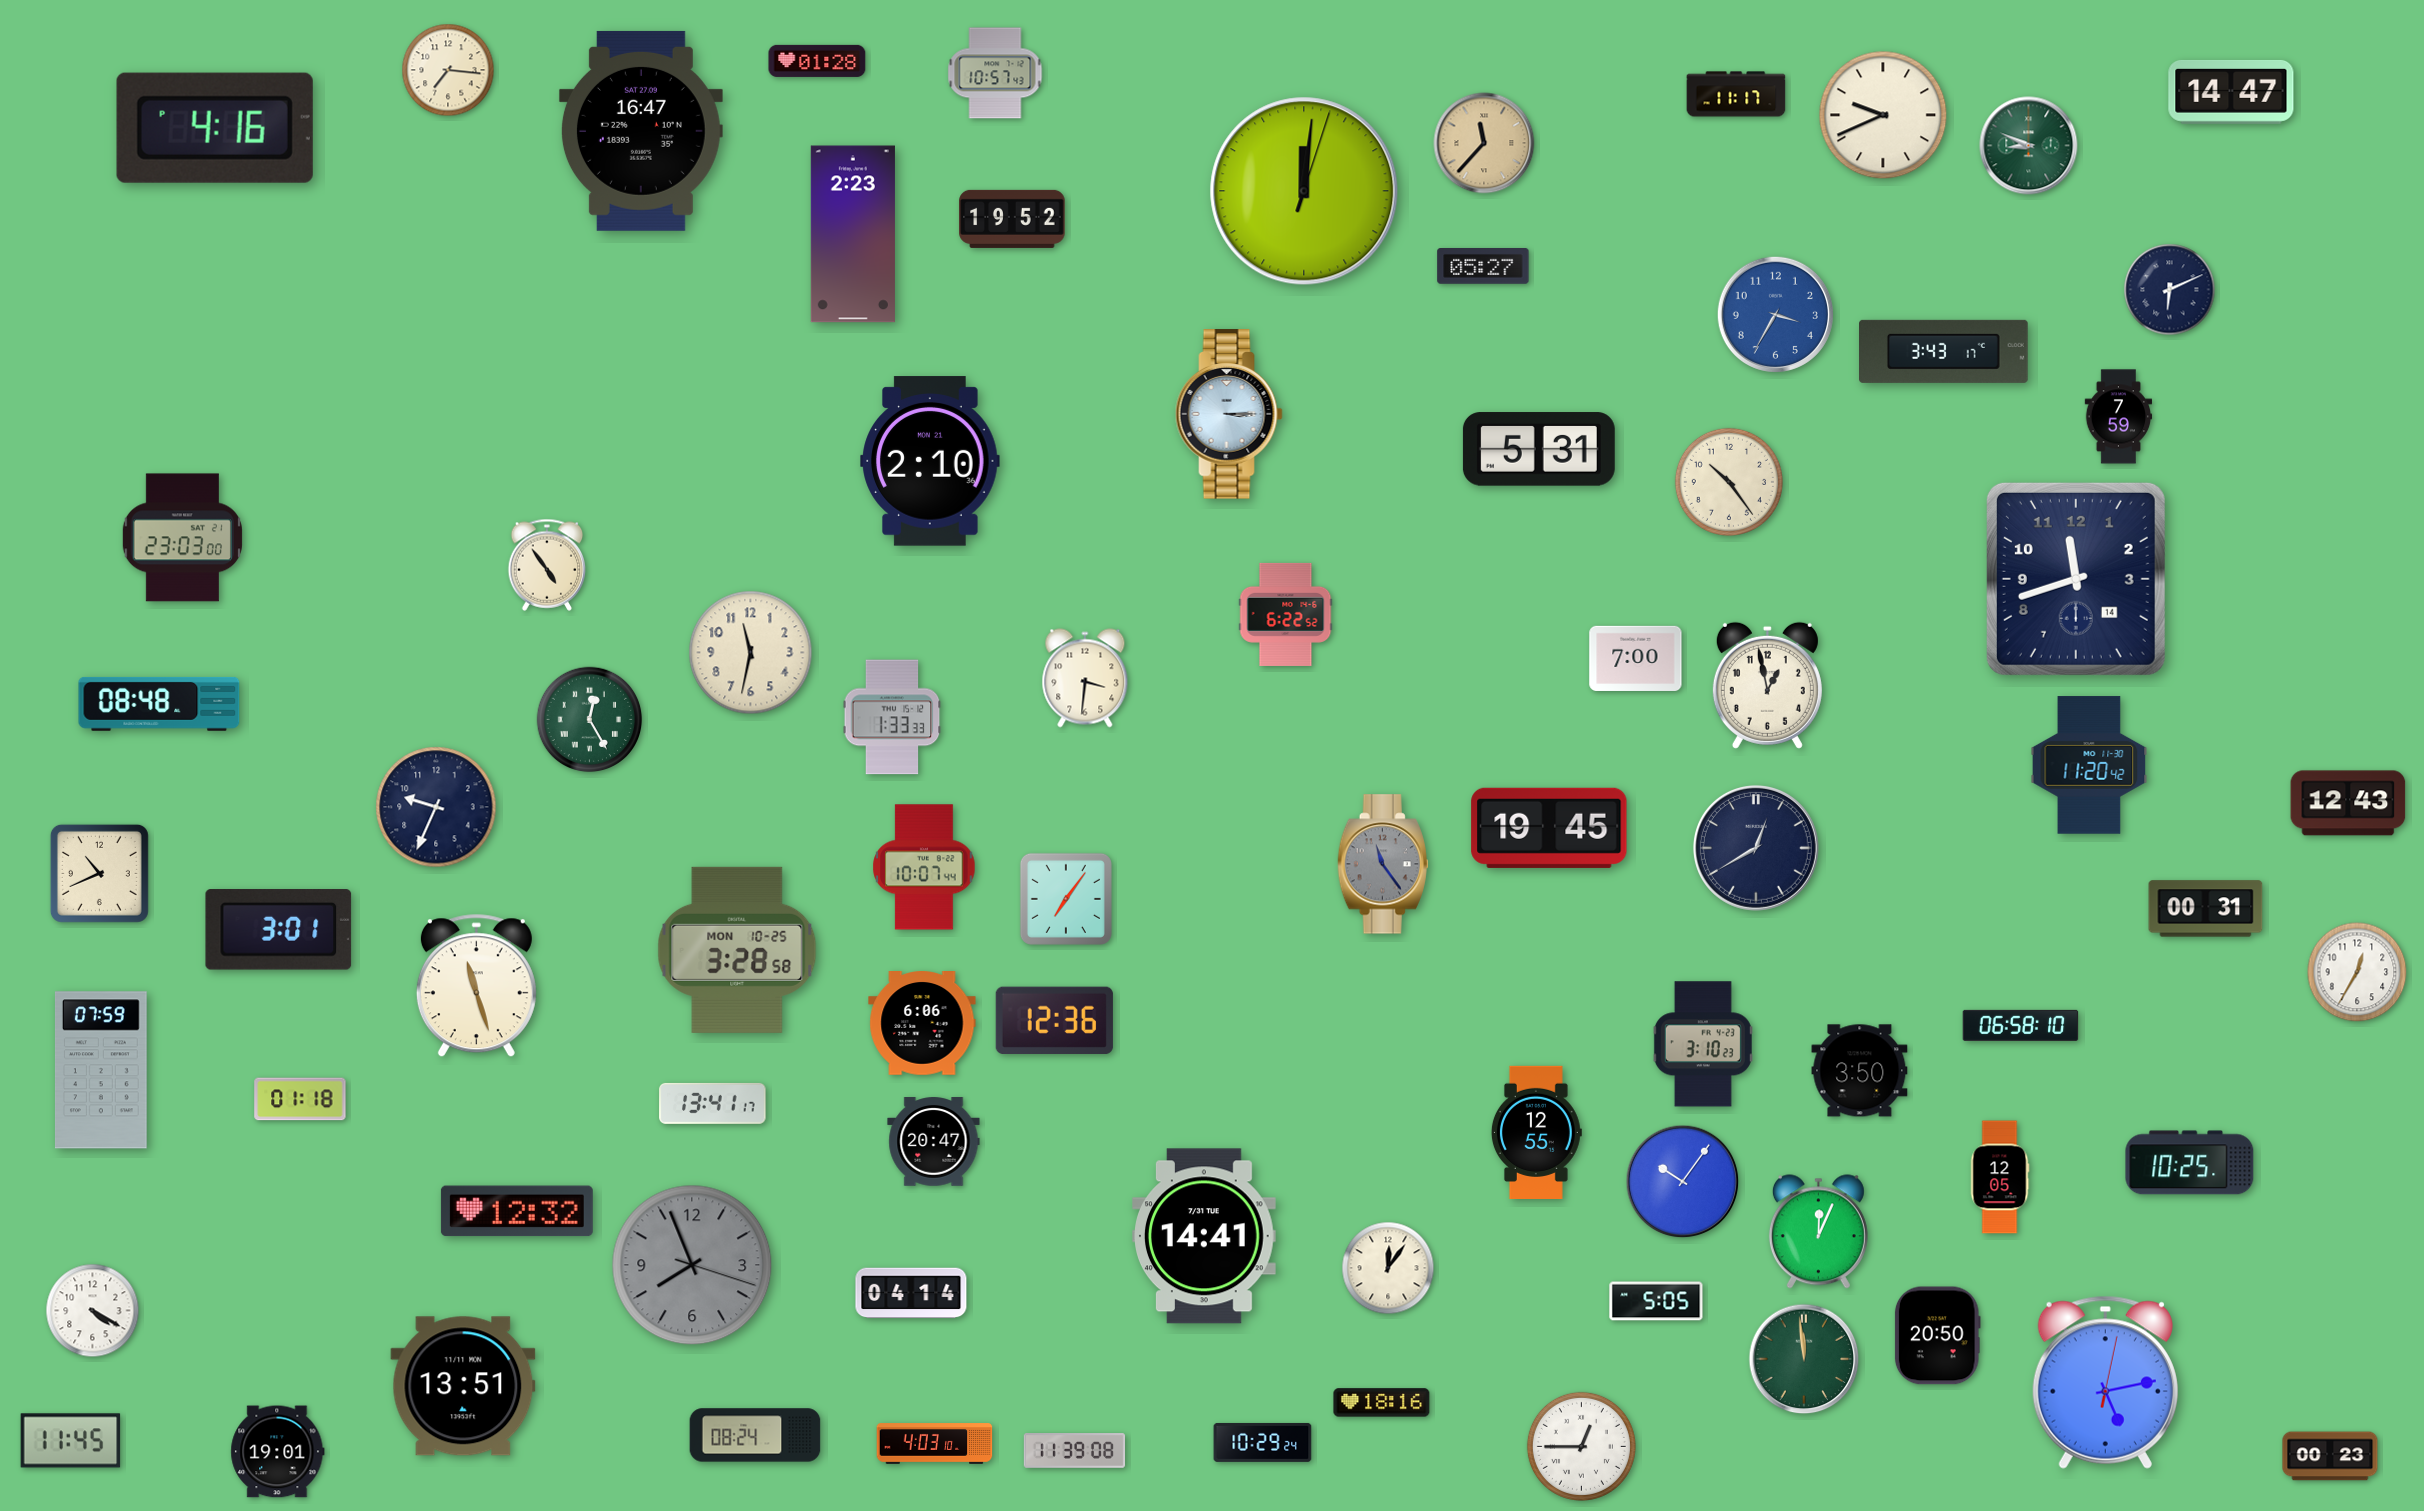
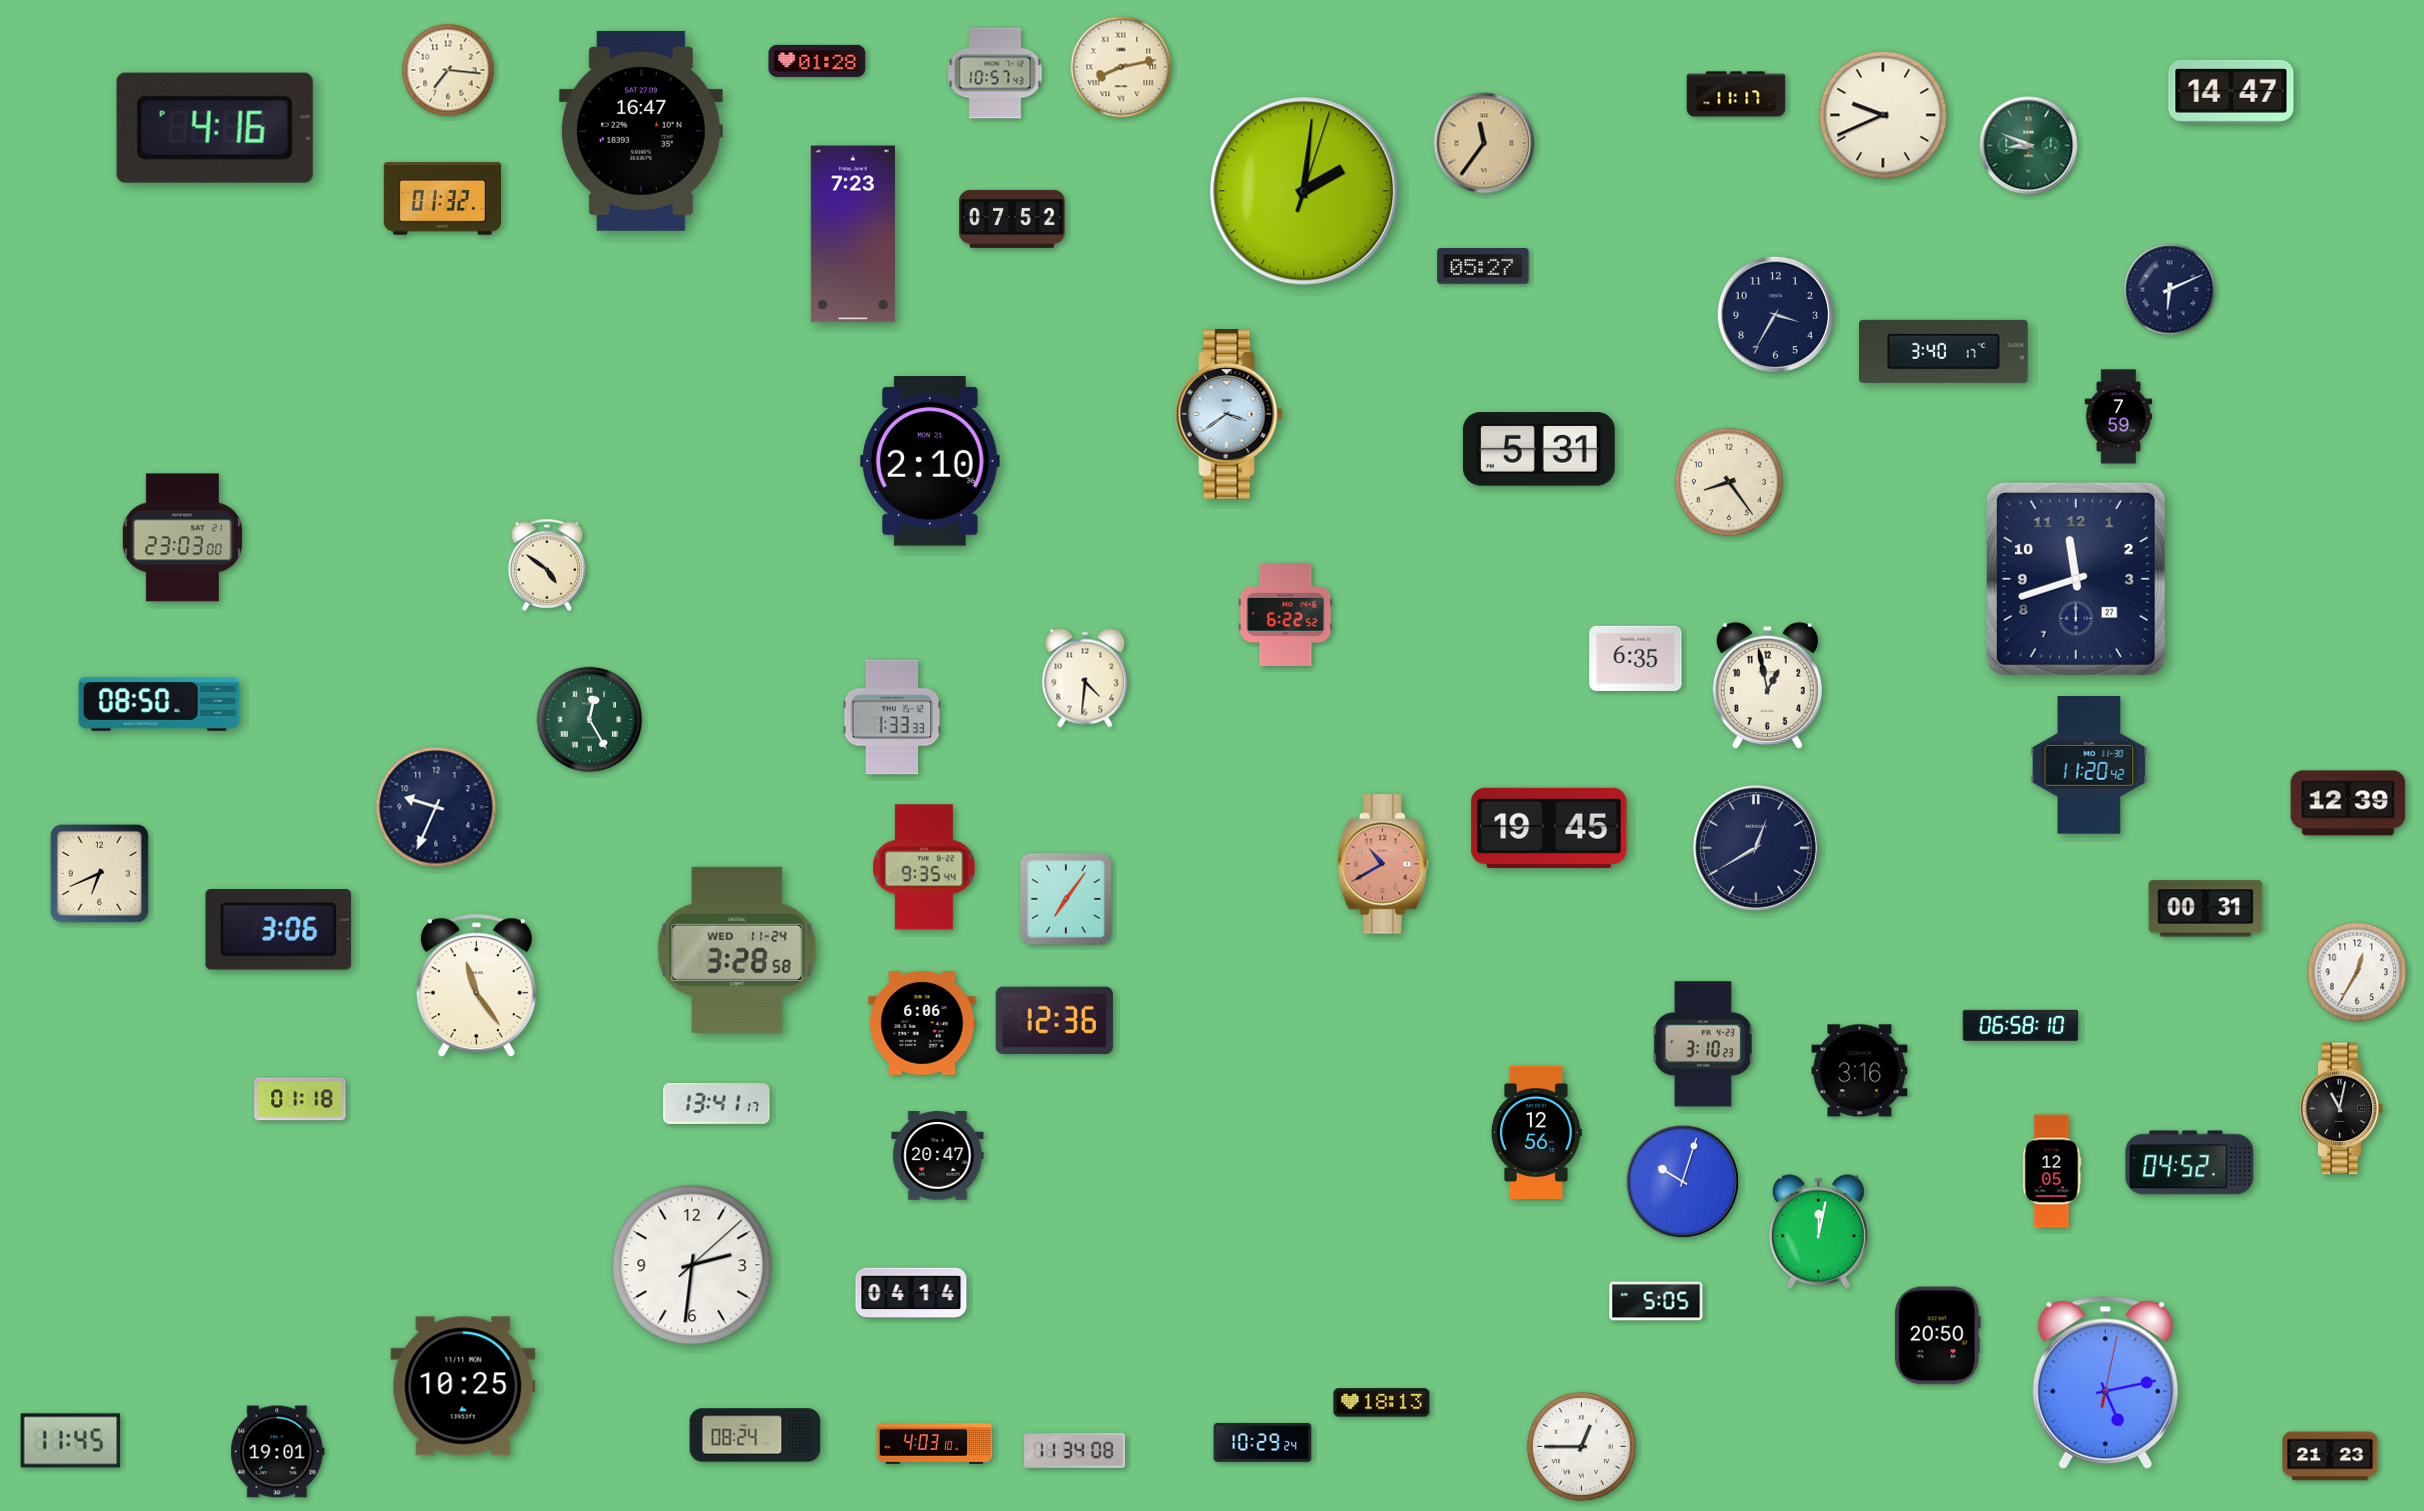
clock at (1121, 67): none -> 8:13
clock at (1484, 143): 11:37 -> 11:36
clock at (1304, 191): 12:01 -> 2:01
clock at (442, 199): none -> 01:32
clock at (1012, 219): 19:52 -> 07:52
clock at (853, 234): 2:23 -> 7:23
clock at (1775, 314) dial: blue -> navy
clock at (1944, 351): 3:43 -> 3:40
clock at (1229, 414): 3:15 -> 3:39
clock at (1729, 482): 10:24 -> 8:24
clock at (547, 565): 4:54 -> 4:51
clock at (2076, 579) date: 14 -> 27
clock at (751, 653): 11:32 -> none
clock at (1636, 658): 7:00 -> 6:35
clock at (1085, 678): 3:31 -> 4:31
clock at (159, 704): 08:48 -> 08:50
clock at (2348, 803): 12:43 -> 12:39
clock at (1383, 864): 11:24 -> 10:40
clock at (1383, 864) dial: grey -> salmon
clock at (924, 867): 10:07 -> 9:35
clock at (99, 873): 10:41 -> 6:41
clock at (279, 930): 3:01 -> 3:06
clock at (737, 950) date: MON 10-25 -> WED 11-24
clock at (476, 986): 11:27 -> 11:24
clock at (101, 1070): 07:59 -> none
clock at (1860, 1071): 3:50 -> 3:16
clock at (713, 1103) position: (713, 1103) -> (717, 1103)
clock at (2342, 1109): none -> 11:02
clock at (1536, 1132): 12:55 -> 12:56
clock at (934, 1142) position: (934, 1142) -> (938, 1156)
clock at (2190, 1163): 10:25 -> 04:52
clock at (2000, 1177) position: (2000, 1177) -> (2052, 1171)
clock at (1683, 1182): 10:06 -> 10:03
clock at (517, 1211): 12:32 -> none
clock at (1818, 1232): 12:04 -> 12:02
clock at (1205, 1236): 14:41 -> none
clock at (692, 1265): 7:56 -> 2:31
clock at (692, 1265) dial: grey -> white
clock at (1388, 1268): 12:06 -> none
clock at (93, 1311): 4:20 -> none
clock at (1804, 1359): 11:59 -> none
clock at (463, 1386): 13:51 -> 10:25
clock at (1382, 1403): 18:16 -> 18:13
clock at (1075, 1451): 11:39 -> 11:34
clock at (2330, 1456): 00:23 -> 21:23
